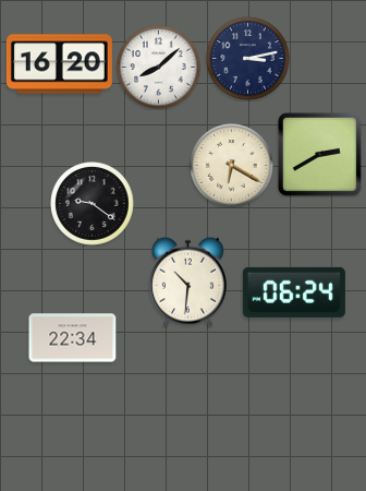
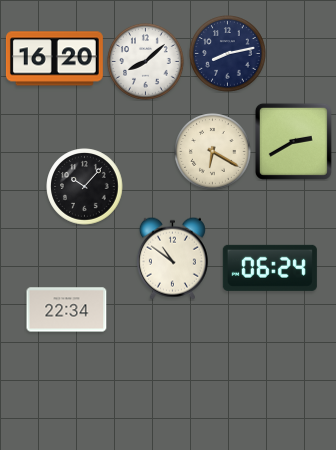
clock at (248, 59): 3:13 -> 8:13
clock at (93, 204): 9:21 -> 10:07
clock at (187, 282): 10:31 -> 10:51
